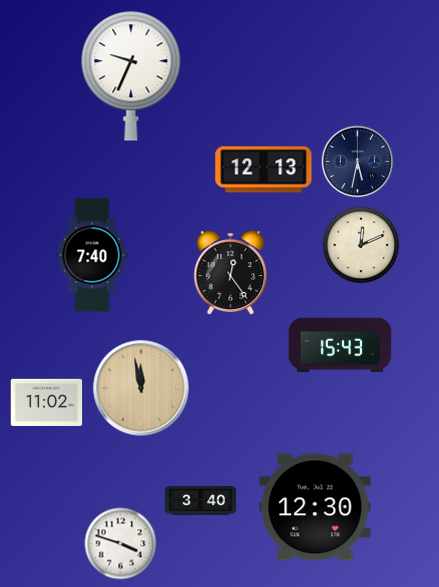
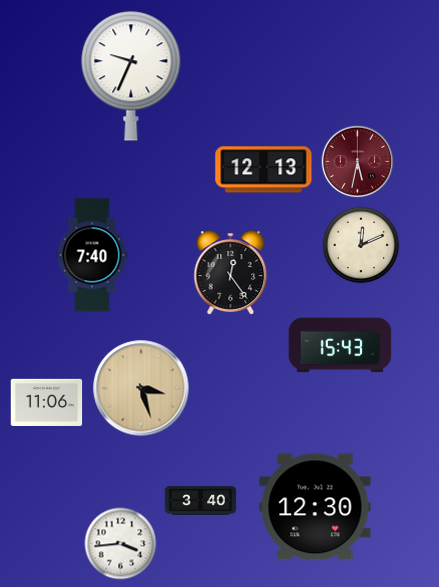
clock at (358, 162) dial: navy -> burgundy
clock at (141, 388): 11:58 -> 3:27
clock at (47, 402): 11:02 -> 11:06
clock at (121, 544): 3:48 -> 3:44
